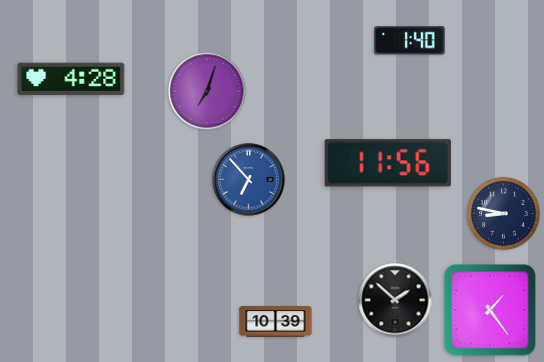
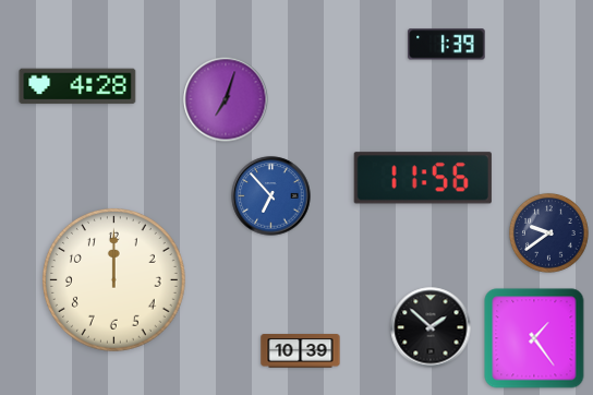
clock at (410, 41): 1:40 -> 1:39
clock at (503, 213): 8:47 -> 9:39
clock at (113, 279): none -> 12:00
